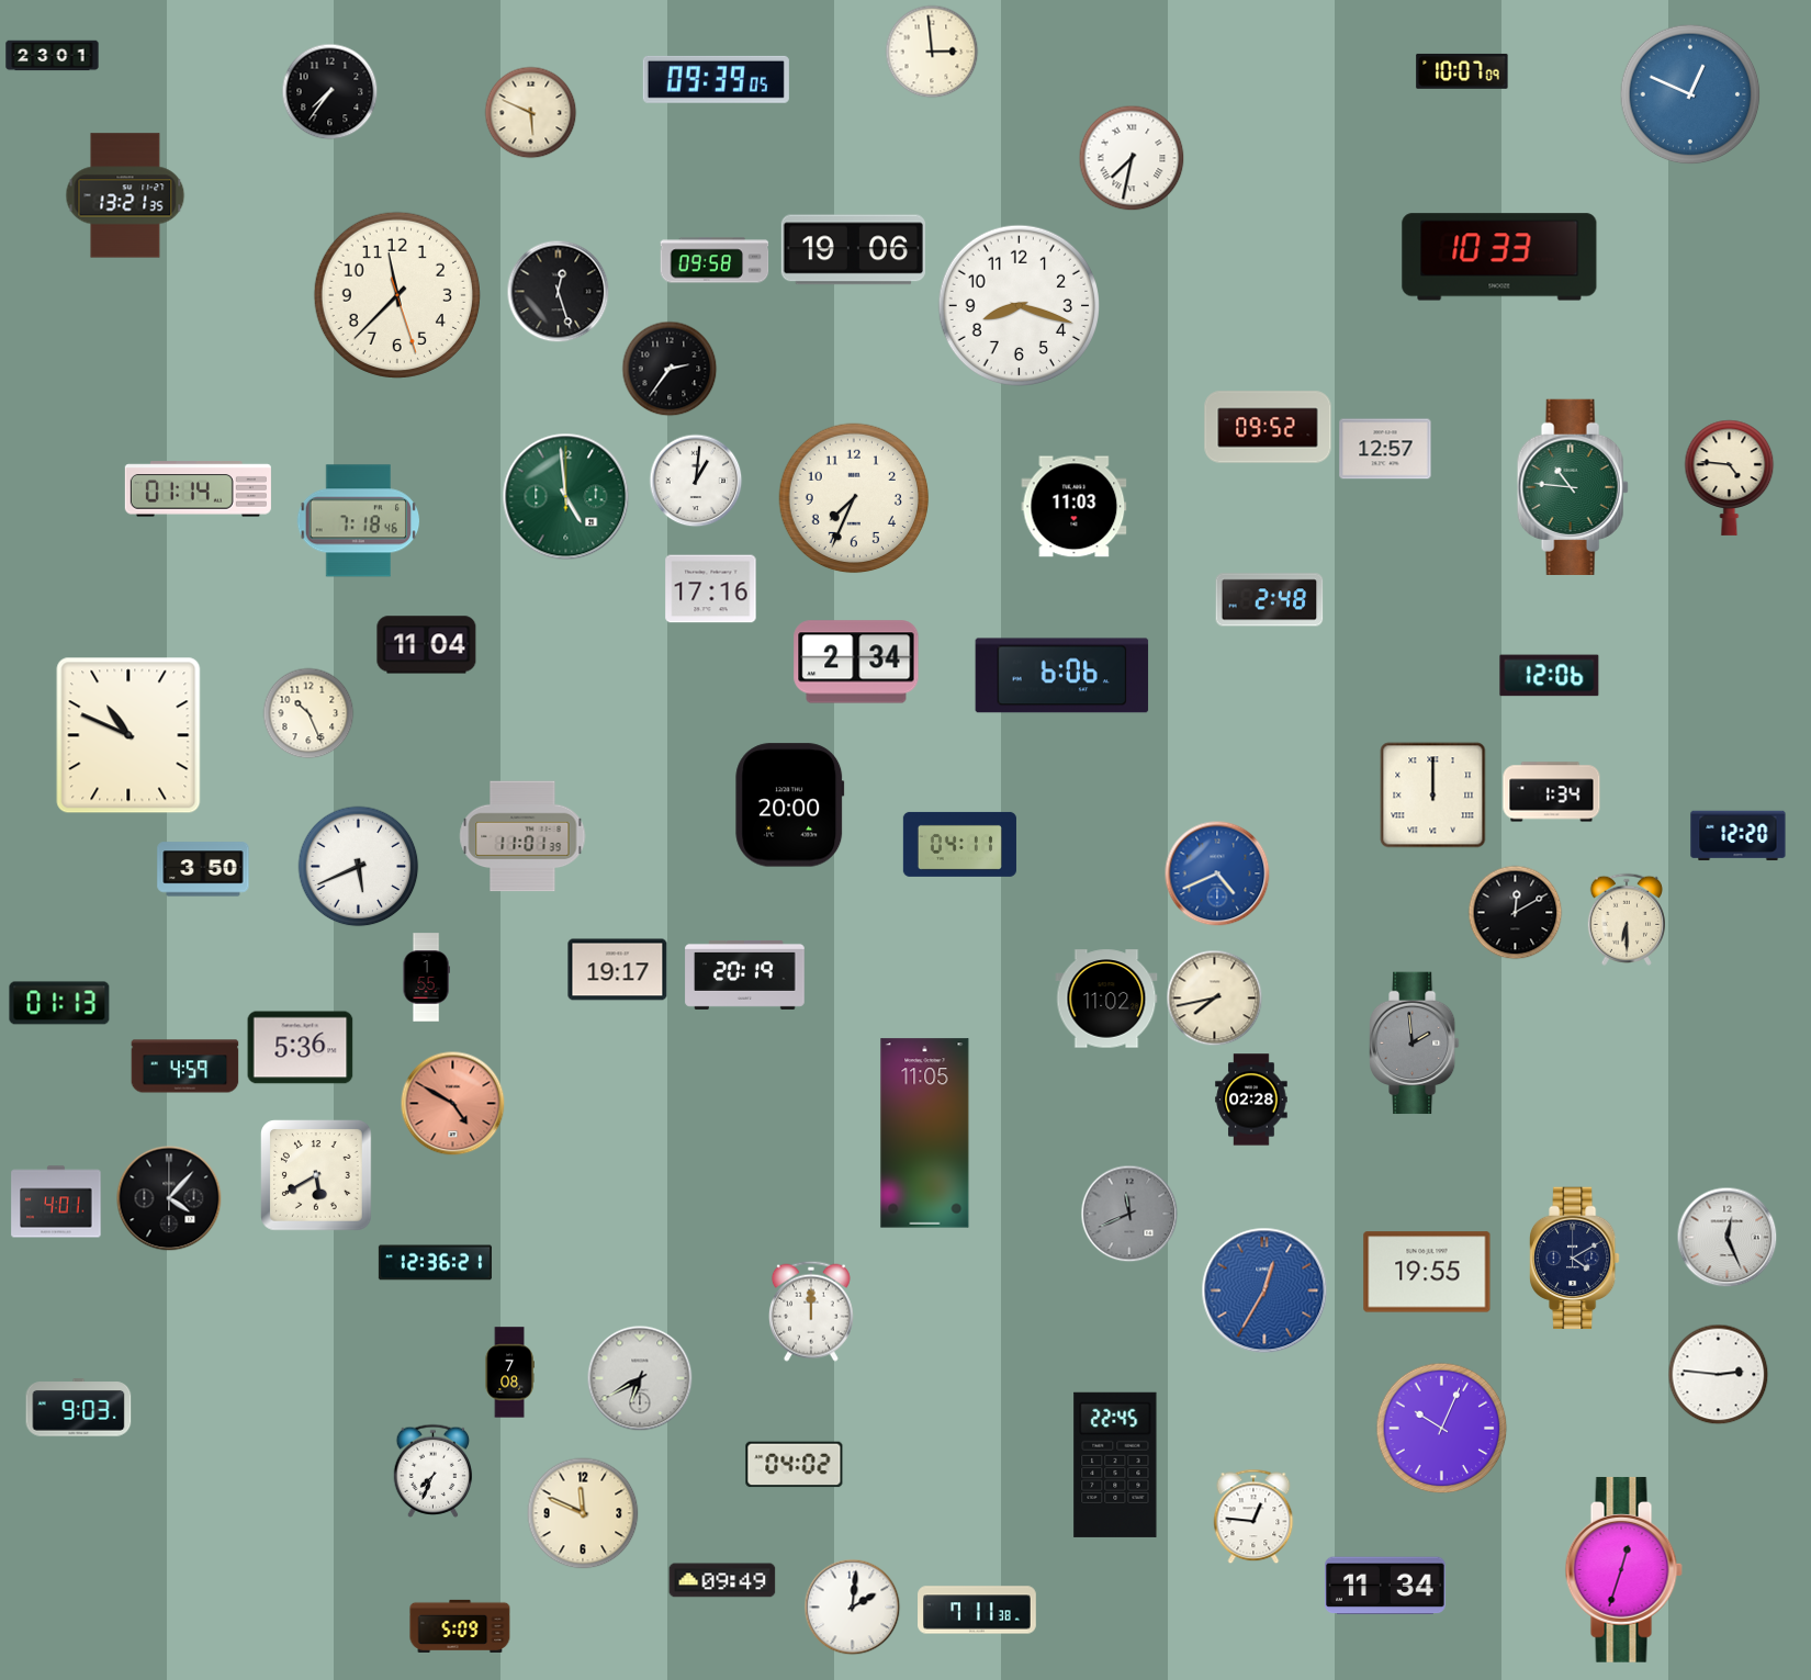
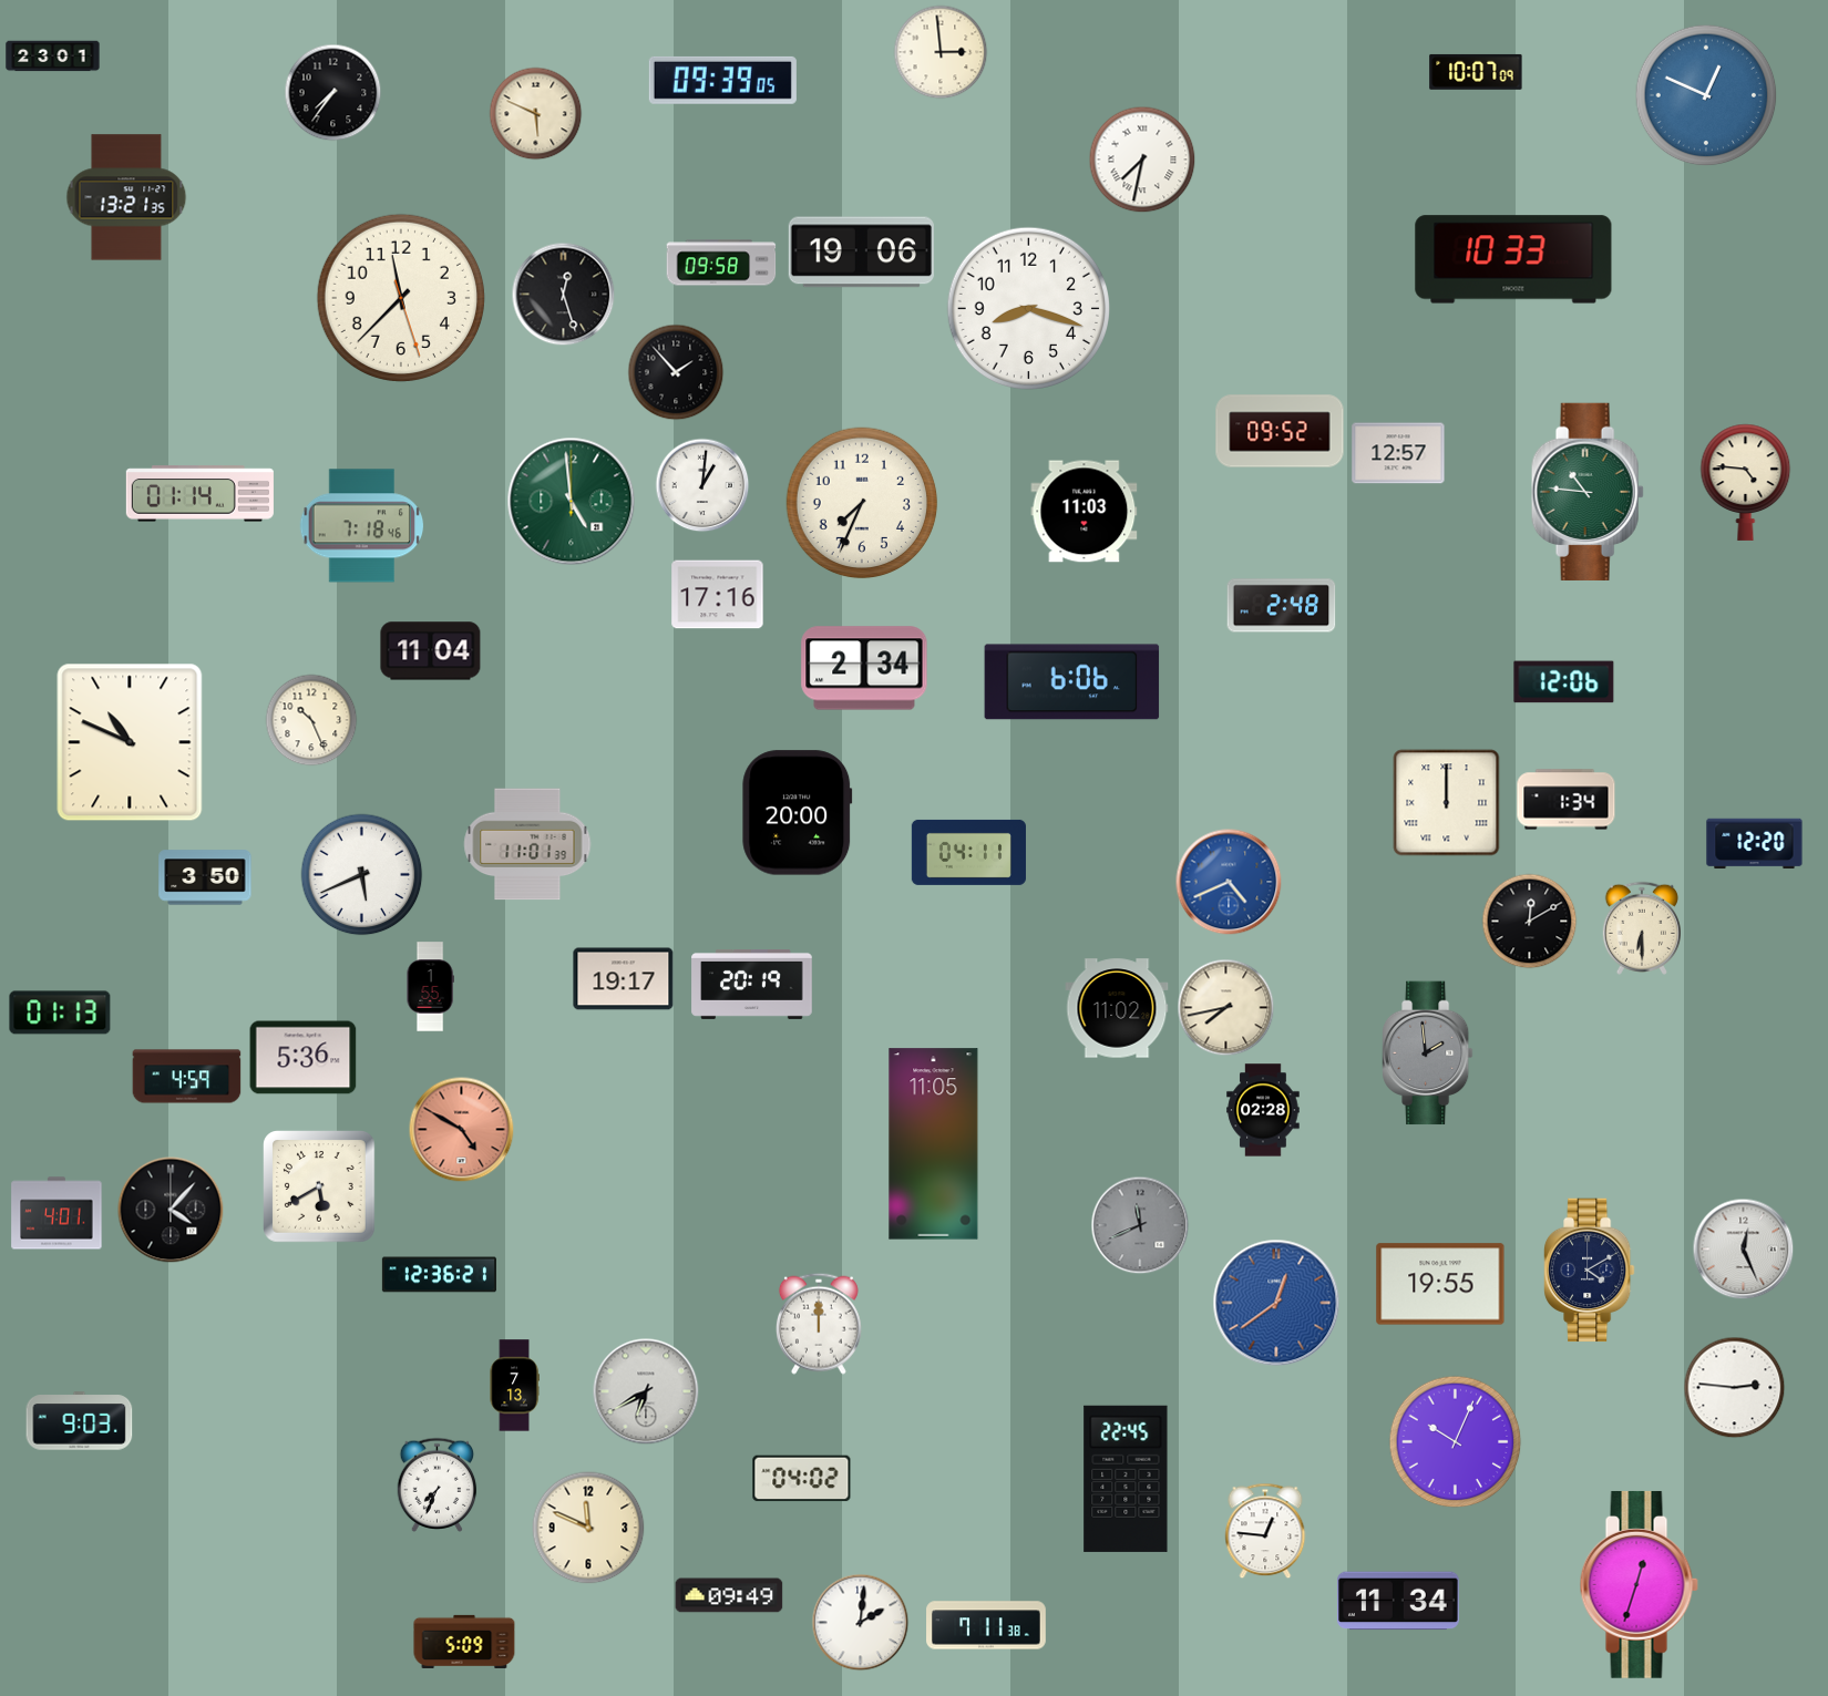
clock at (670, 369): 2:36 -> 1:53
clock at (453, 1104) position: (453, 1104) -> (462, 1130)
clock at (1264, 1290): 12:35 -> 12:39
clock at (509, 1373): 7:08 -> 7:13
